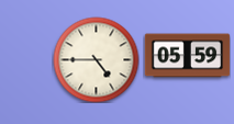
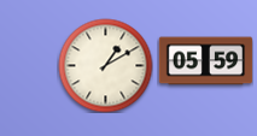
clock at (96, 59): 4:45 -> 1:10
